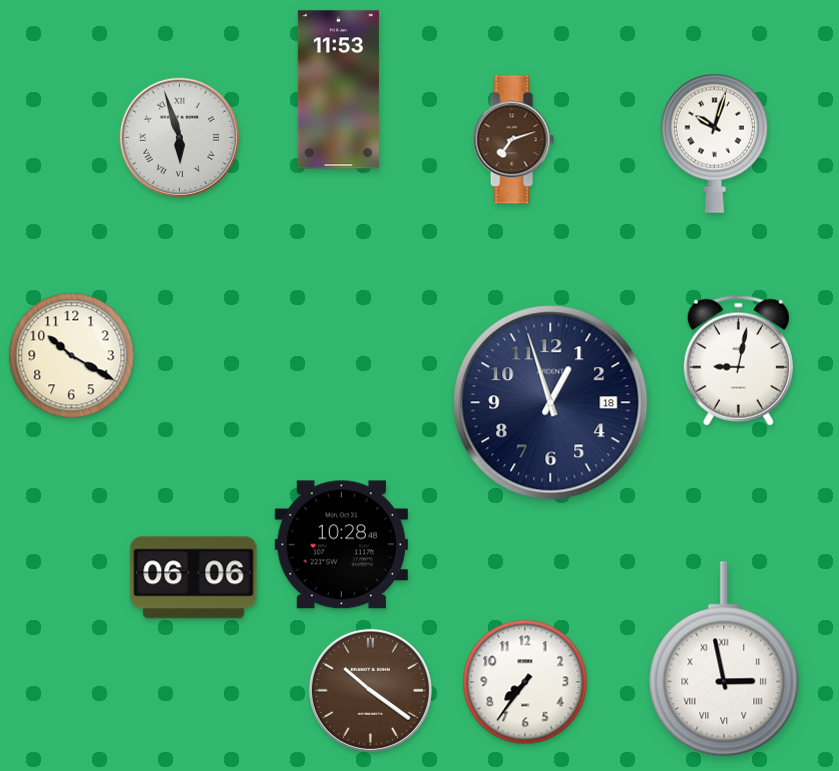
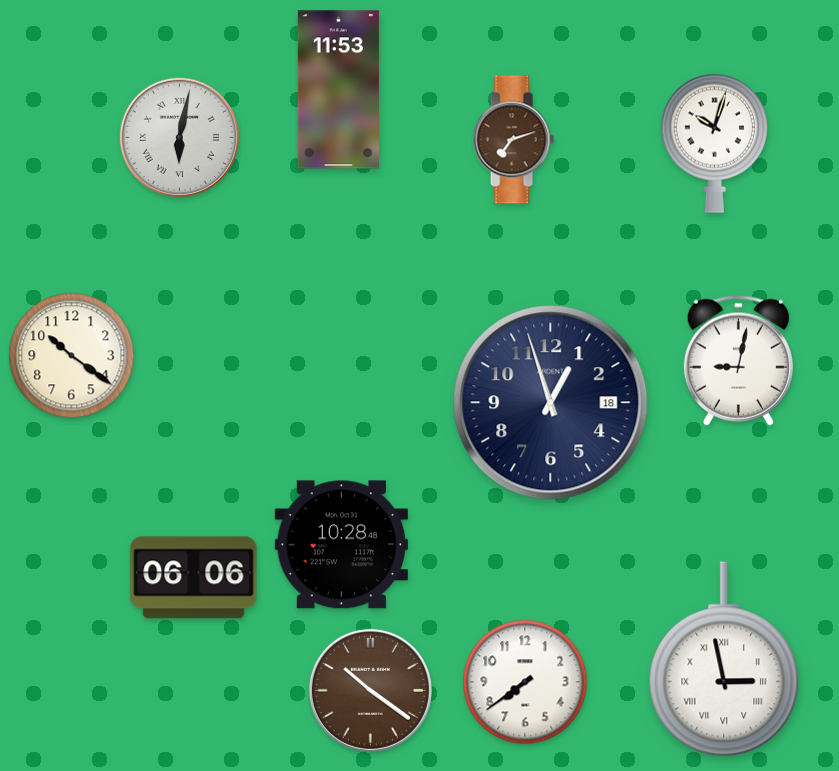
clock at (179, 137): 5:57 -> 6:02
clock at (72, 356): 10:20 -> 10:21
clock at (525, 682): 7:36 -> 7:39
